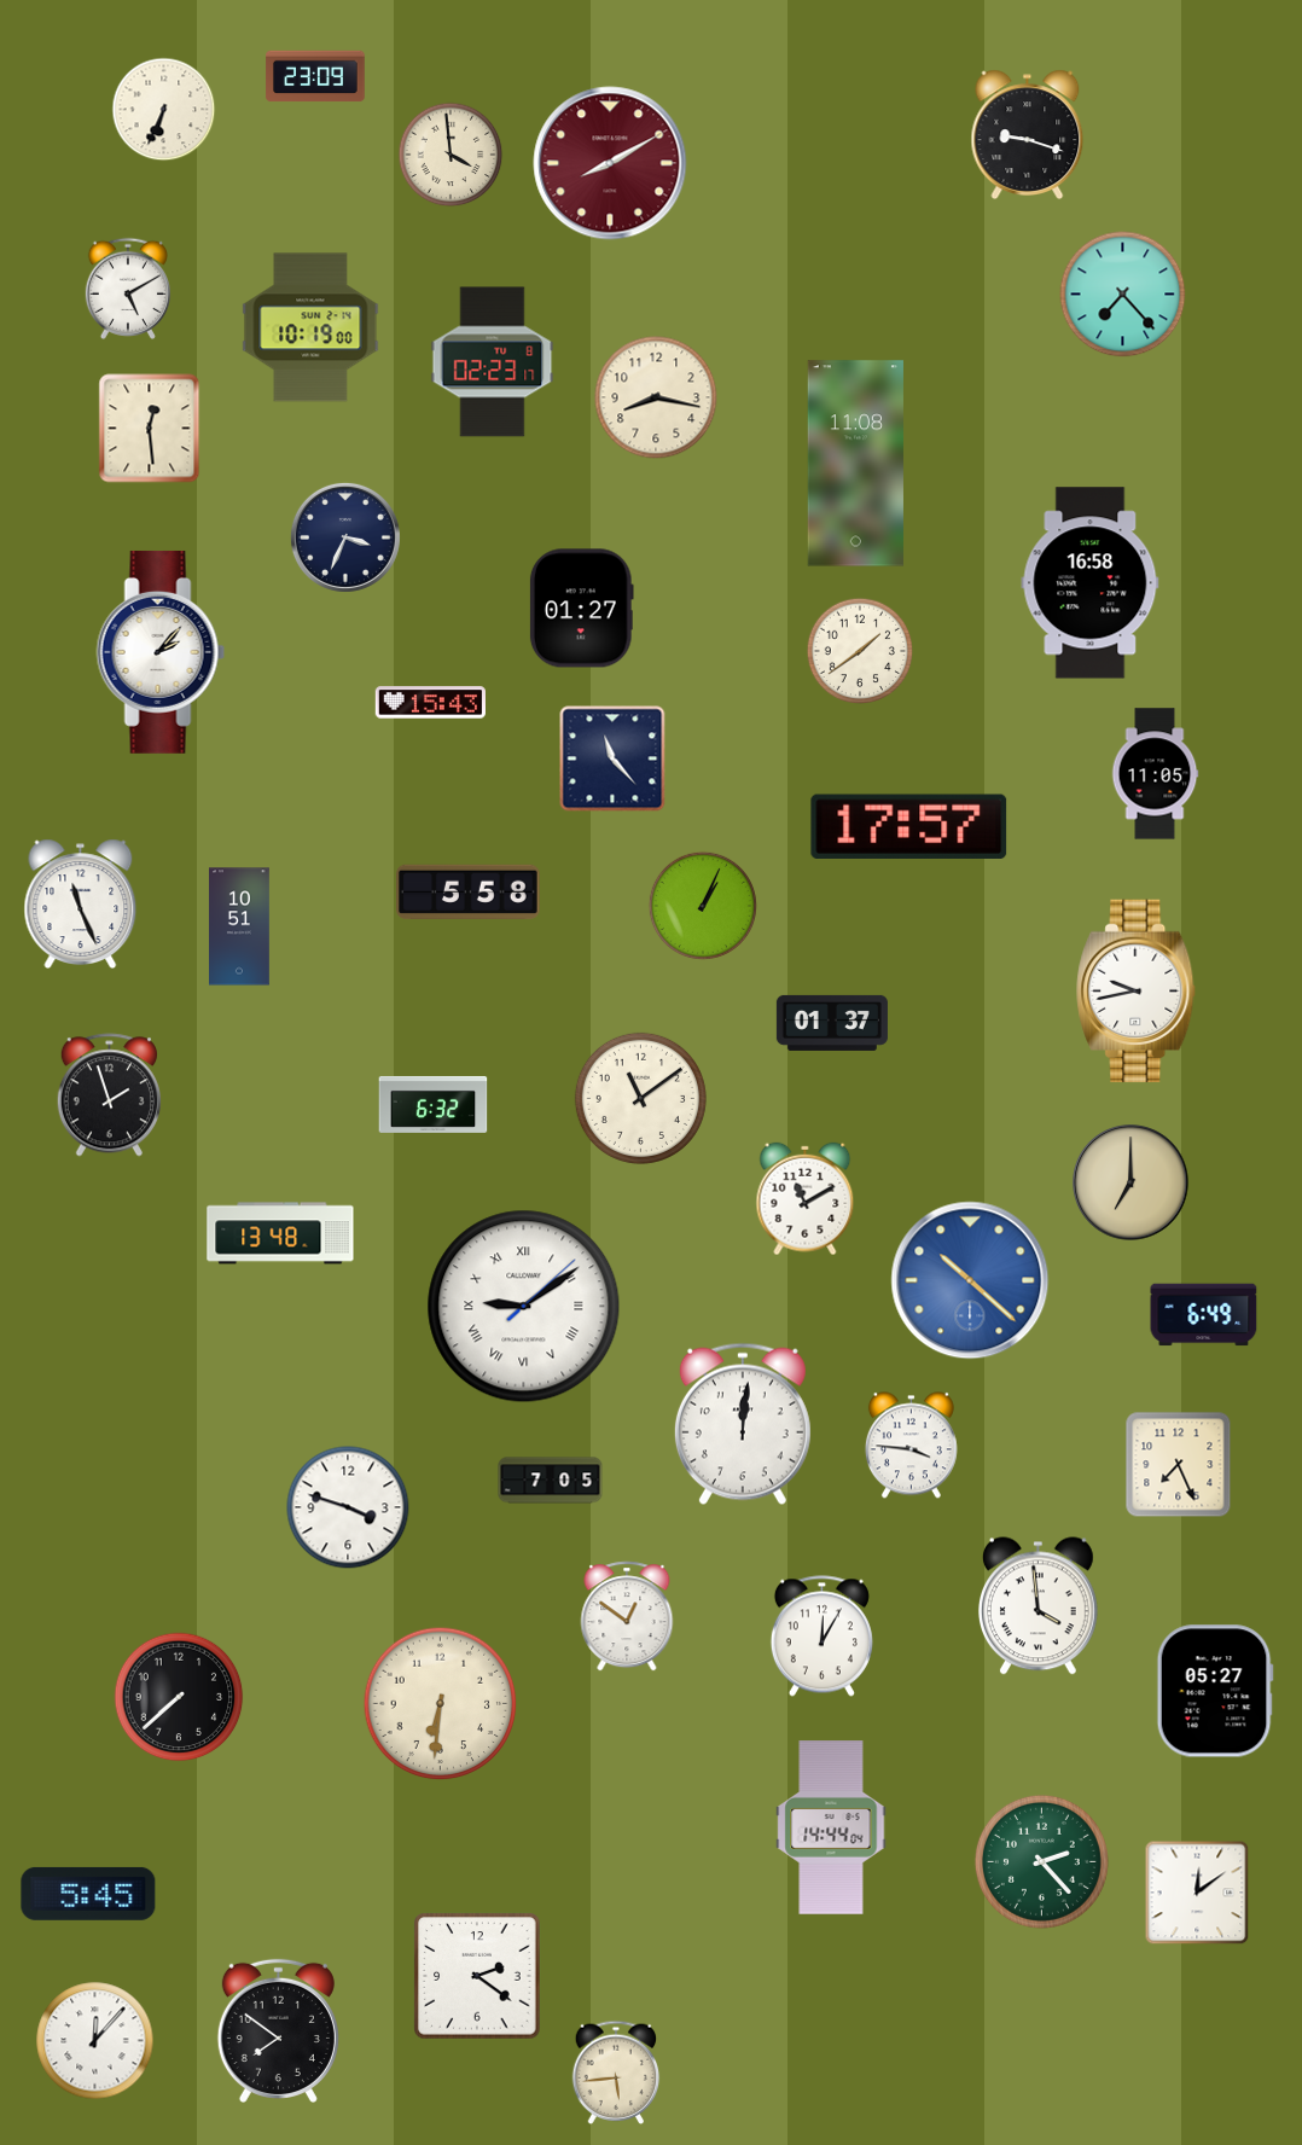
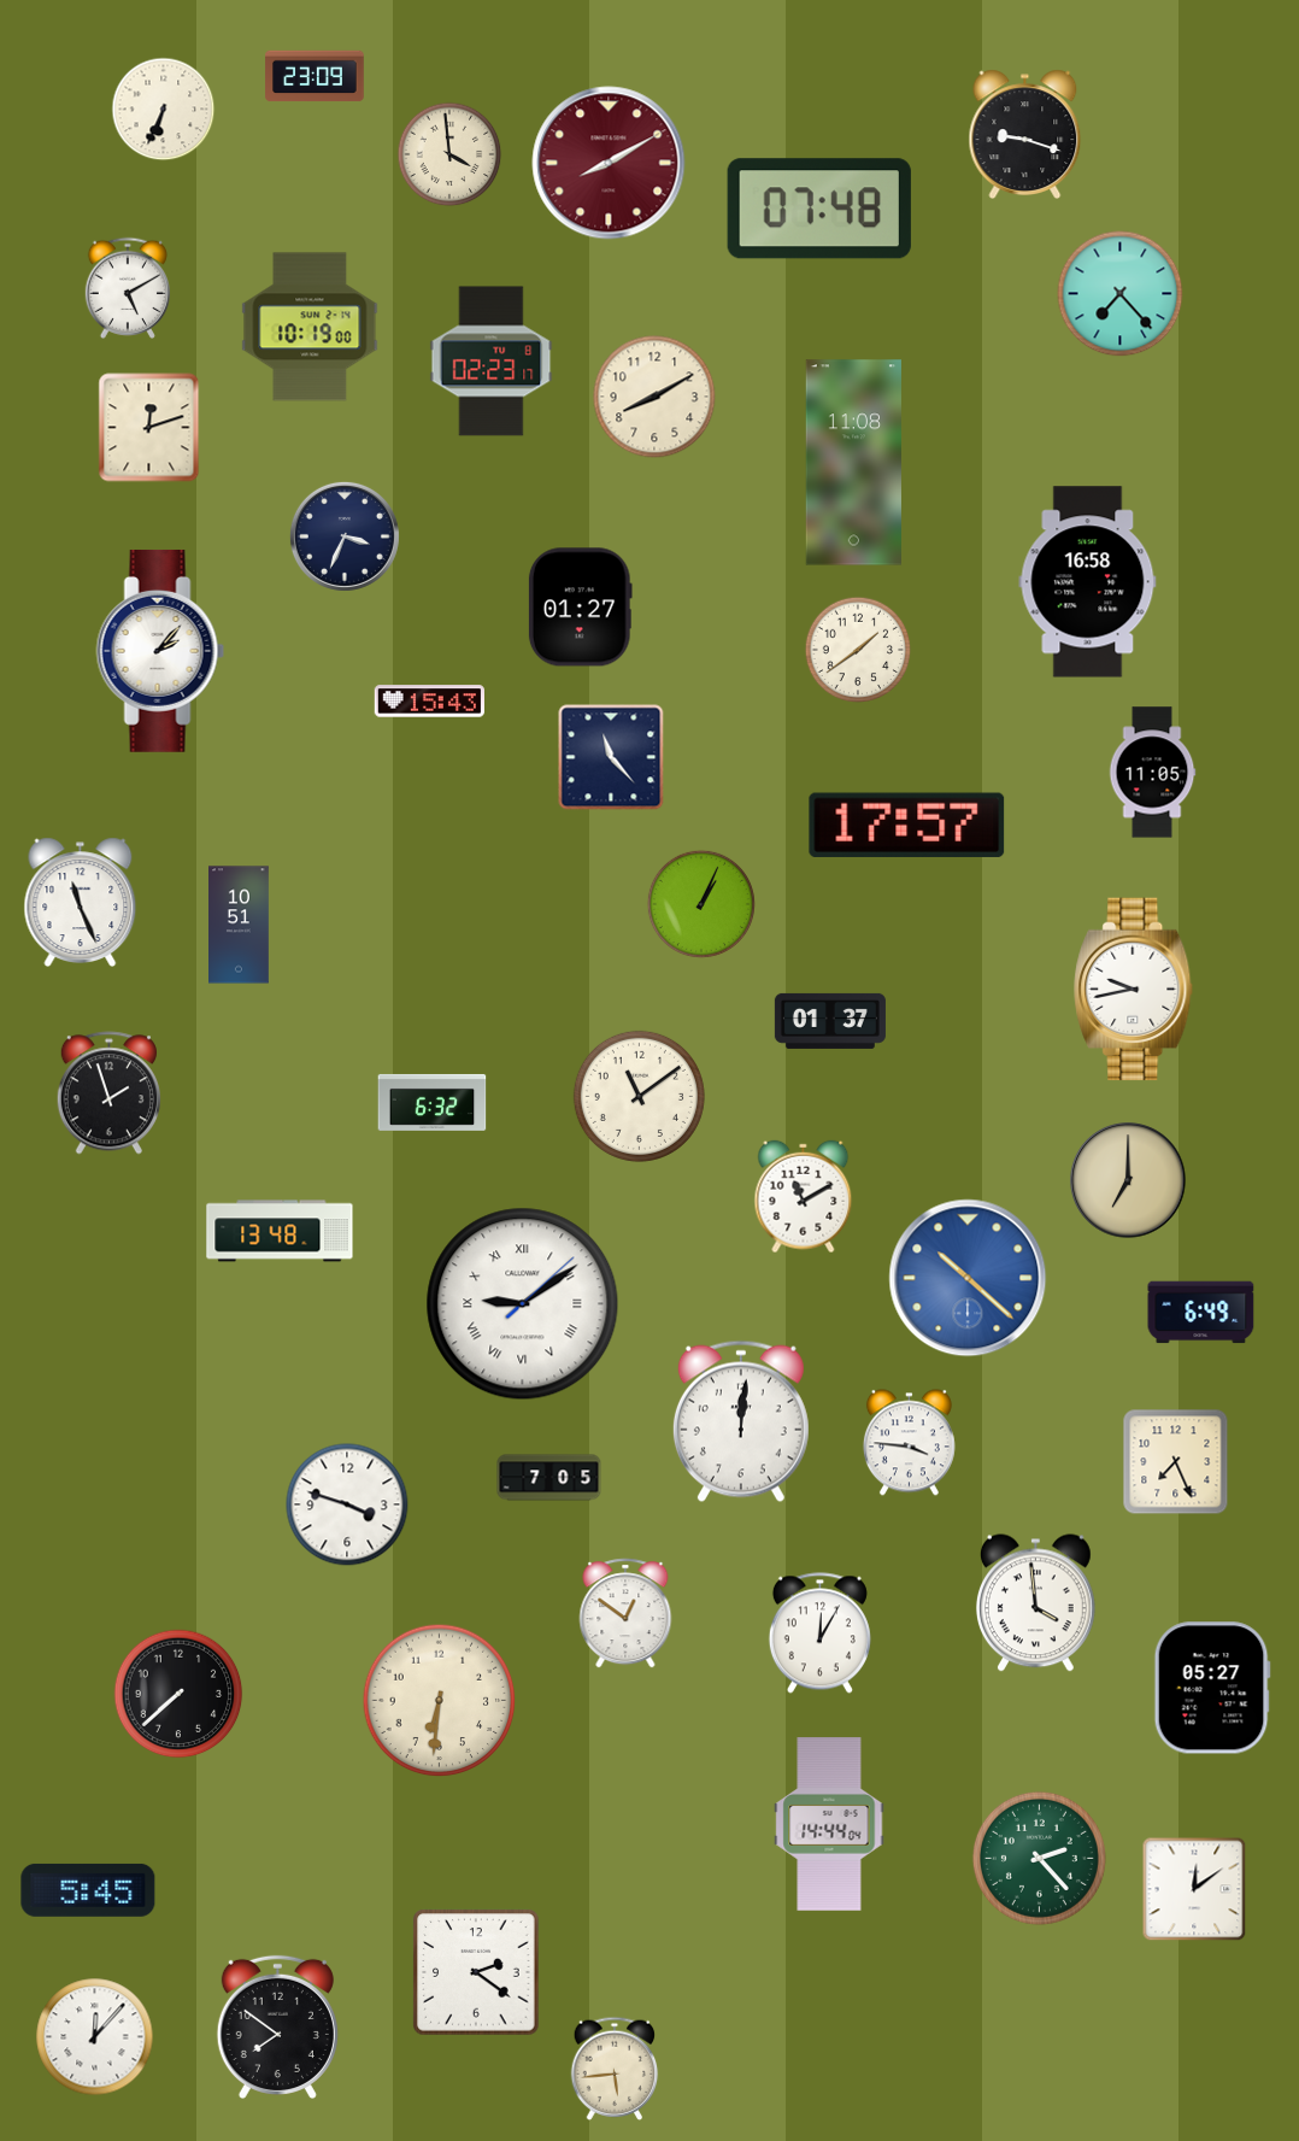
clock at (819, 209): none -> 07:48
clock at (656, 397): 8:17 -> 8:10
clock at (150, 429): 12:29 -> 12:12
clock at (469, 891): 5:58 -> none
